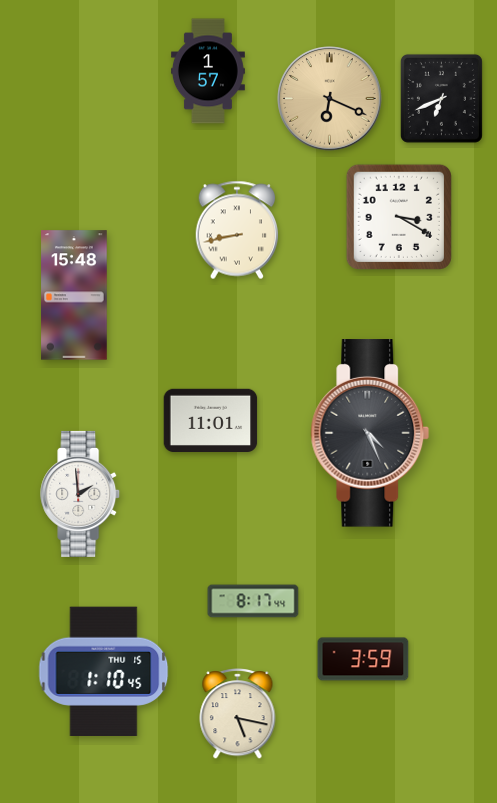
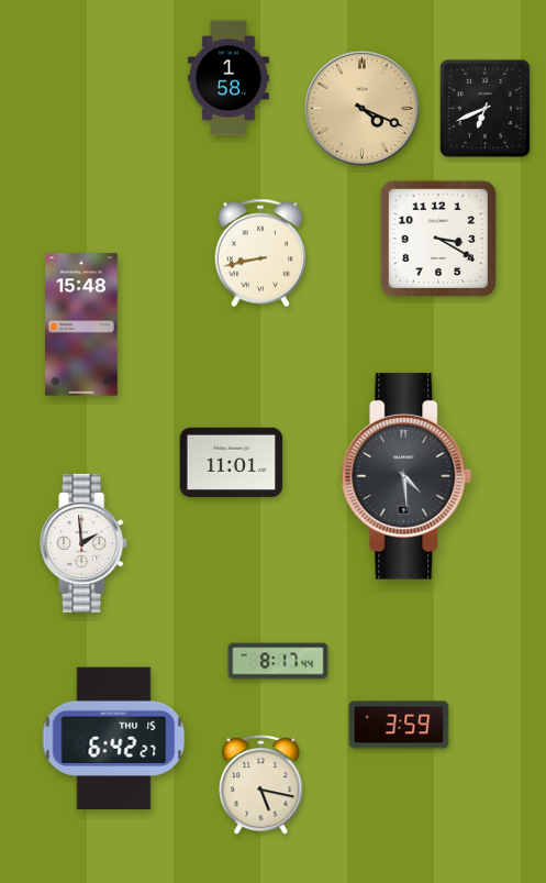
clock at (208, 71): 1:57 -> 1:58
clock at (330, 99): 6:19 -> 4:19
clock at (370, 433): 4:26 -> 4:29
clock at (81, 494) position: (81, 494) -> (85, 543)
clock at (104, 671): 1:10 -> 6:42
